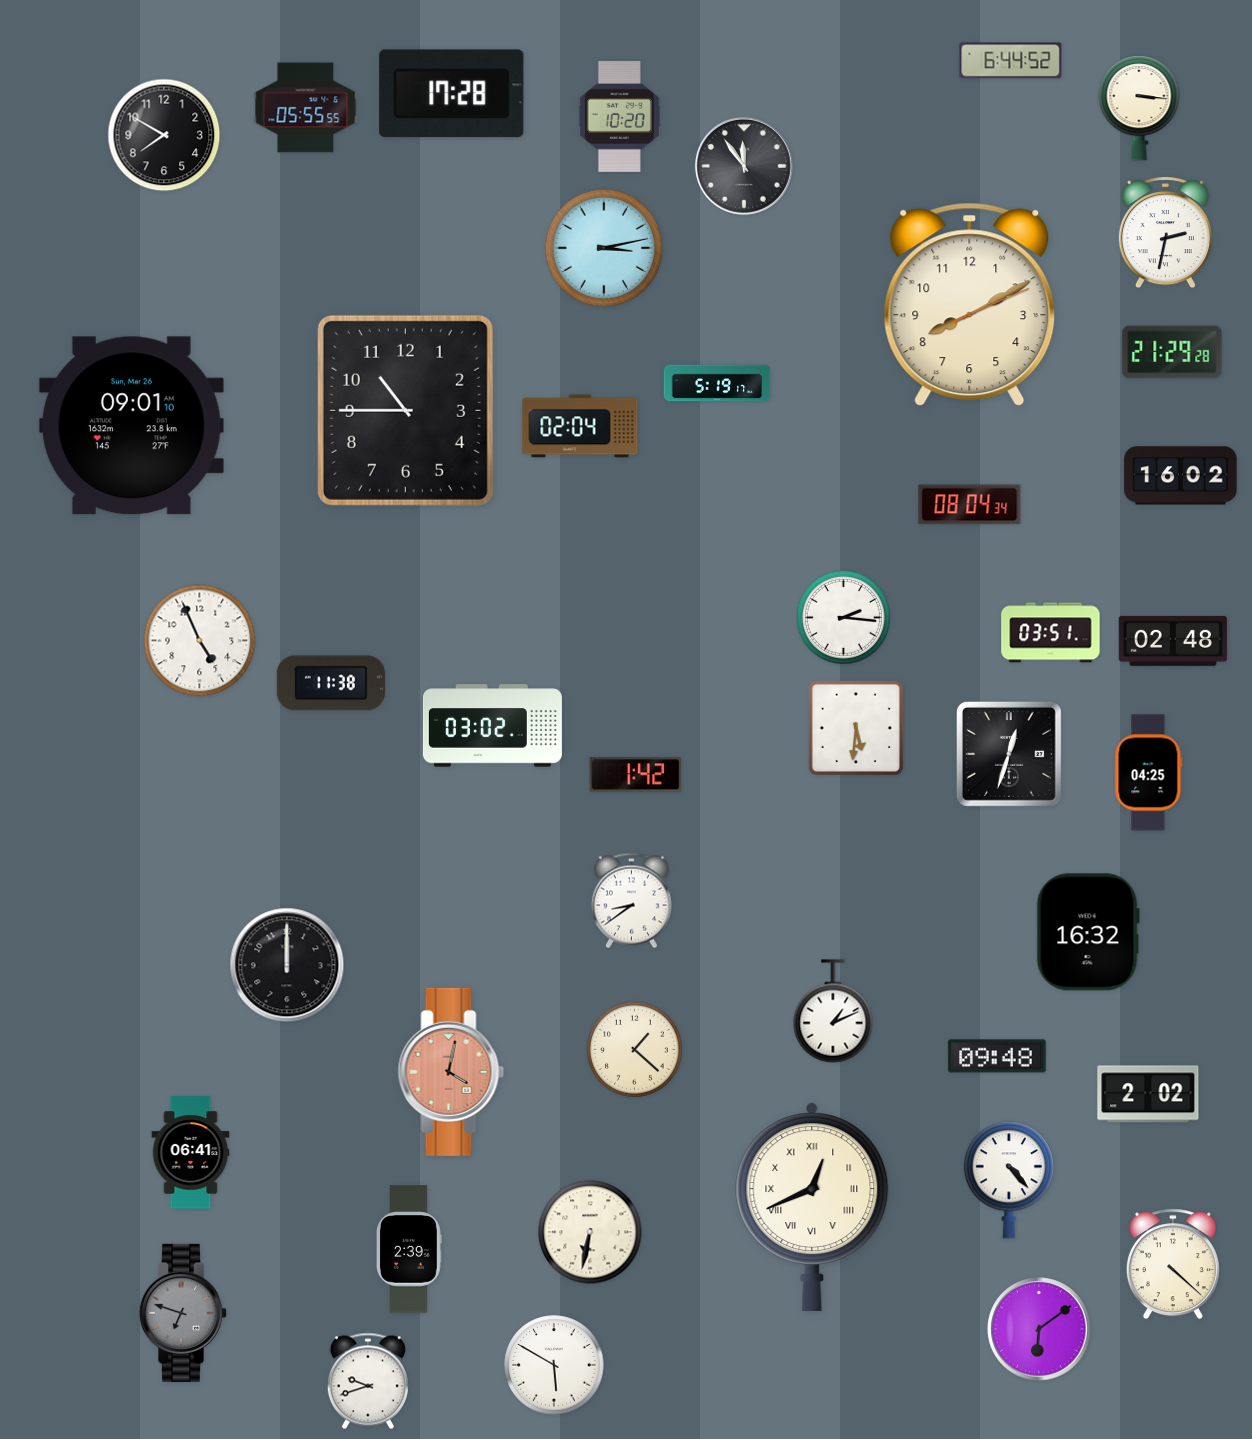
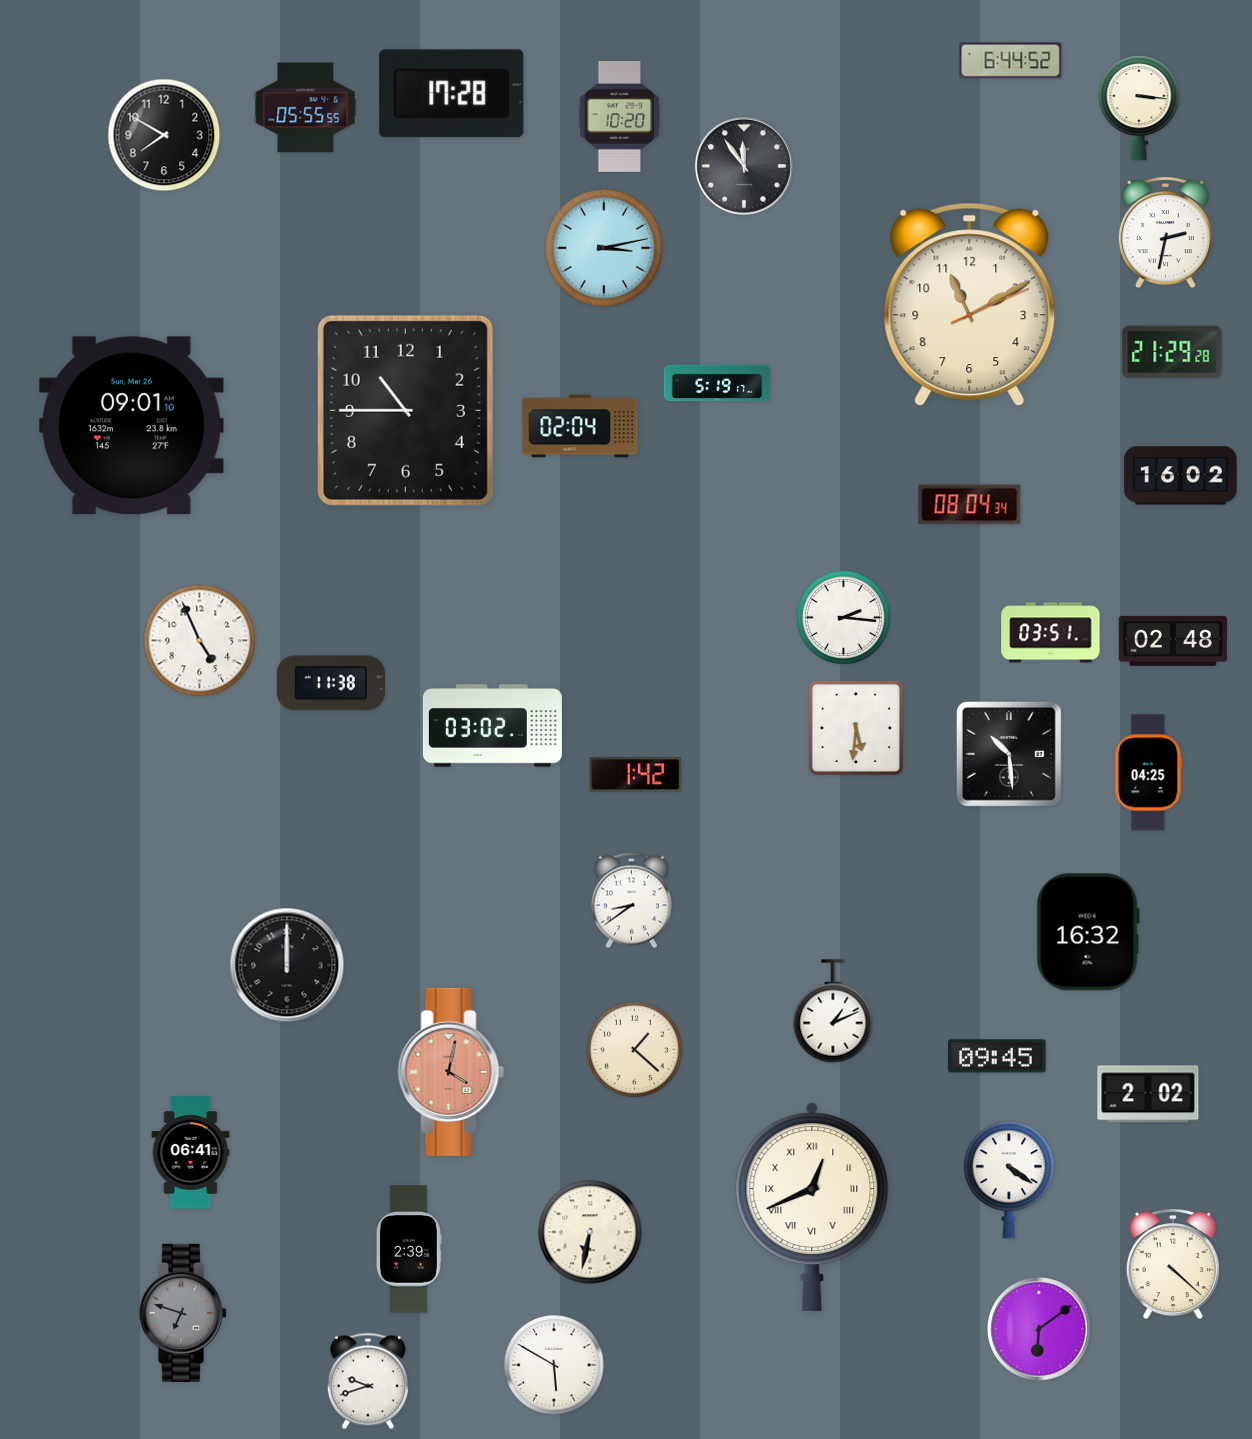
clock at (970, 305): 8:10 -> 11:10
clock at (1009, 754): 12:33 -> 10:29
clock at (997, 1056): 09:48 -> 09:45
clock at (1009, 1180): 4:23 -> 4:21
